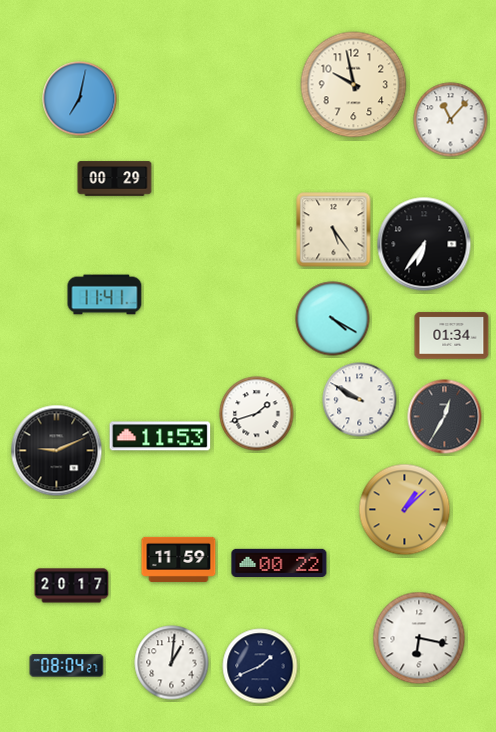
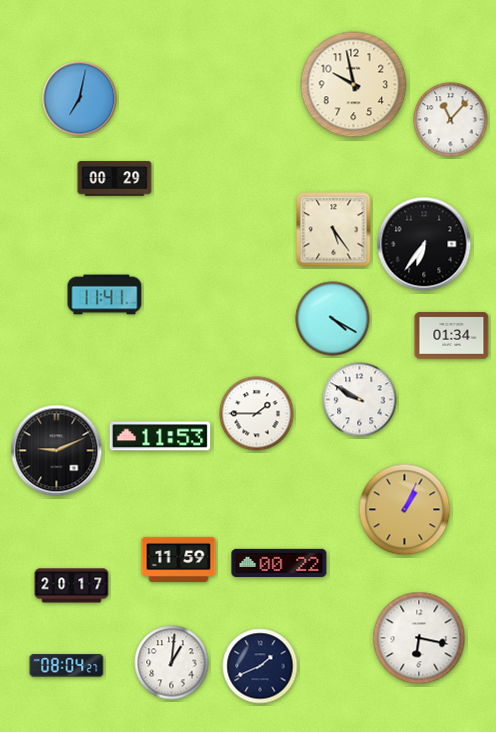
clock at (257, 414): 1:42 -> 1:45
clock at (445, 417): 12:35 -> none
clock at (405, 510): 1:08 -> 1:04
